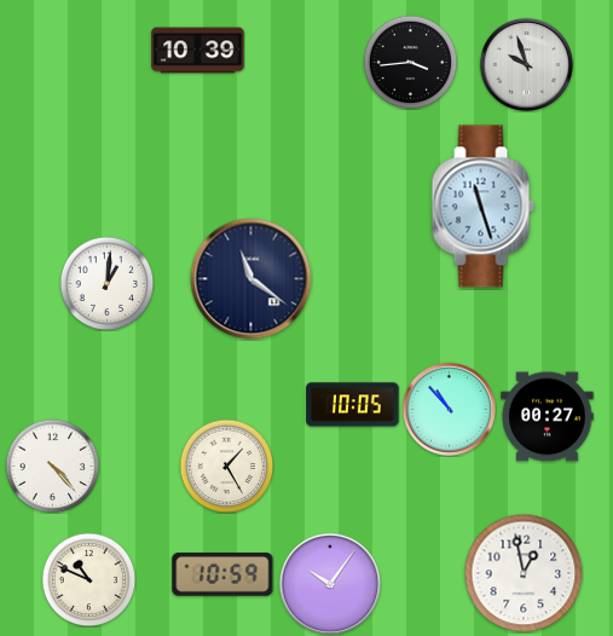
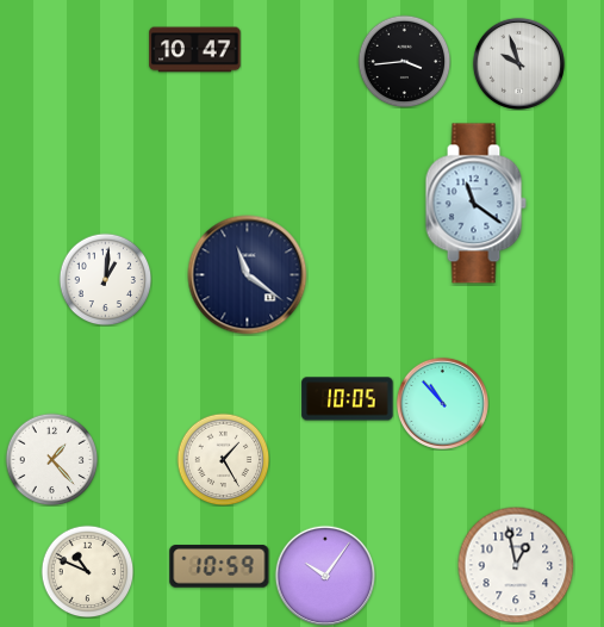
clock at (198, 51): 10:39 -> 10:47
clock at (482, 207): 11:27 -> 11:21
clock at (548, 417): 00:27 -> none
clock at (52, 466): 4:23 -> 1:23
